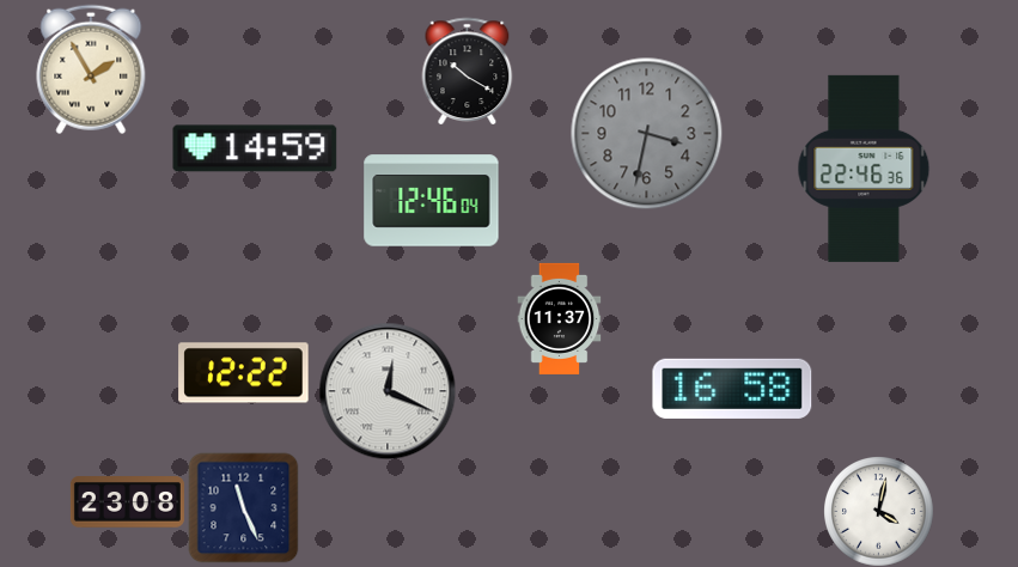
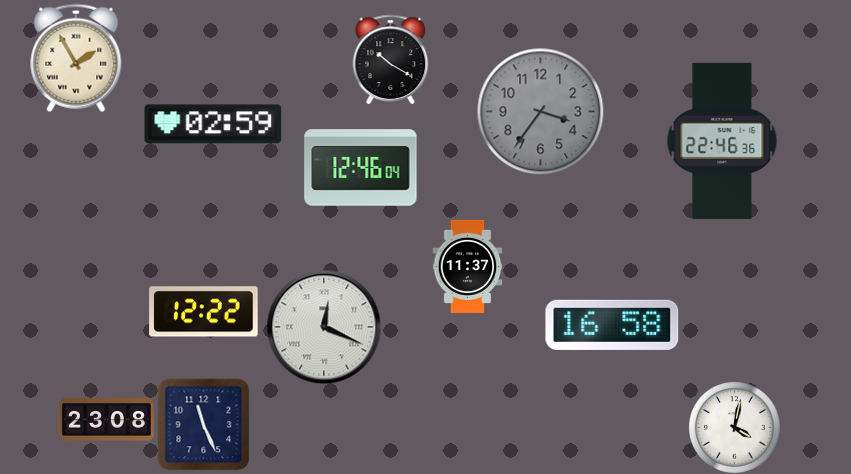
clock at (646, 133): 3:32 -> 3:36
clock at (255, 148): 14:59 -> 02:59
